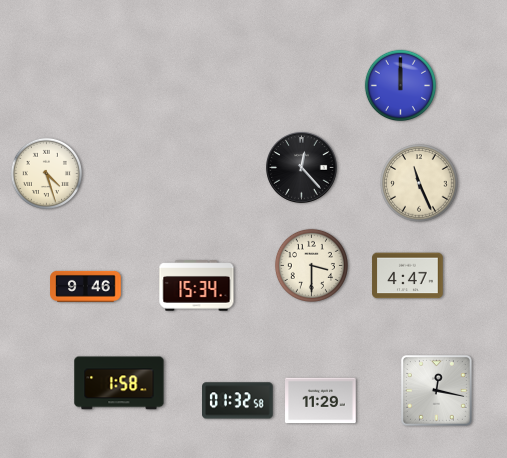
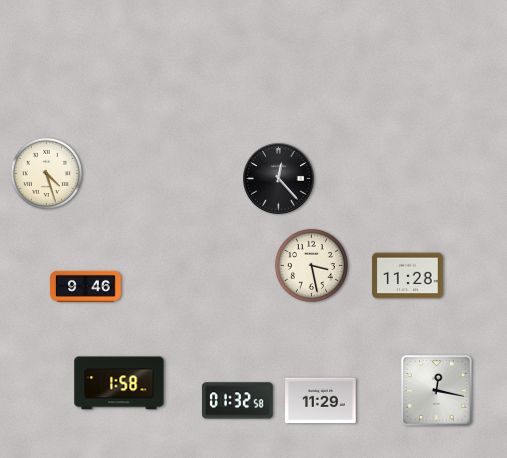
clock at (400, 85): 12:00 -> none
clock at (302, 168) position: (302, 168) -> (279, 179)
clock at (419, 183): 11:26 -> none
clock at (311, 265): 3:30 -> 3:28
clock at (408, 276): 4:47 -> 11:28
clock at (197, 286): 15:34 -> none
